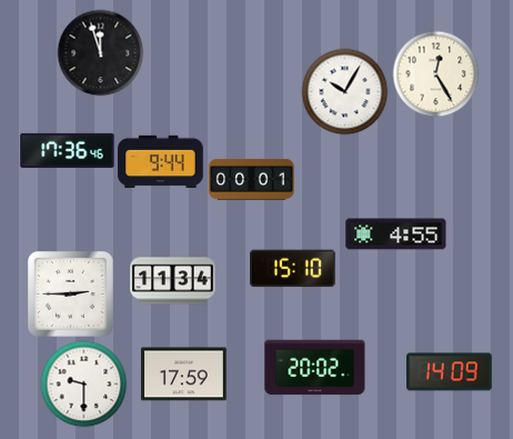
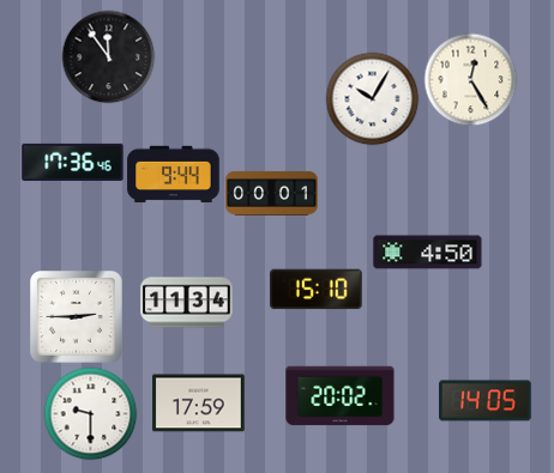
clock at (100, 52): 11:57 -> 11:54
clock at (396, 235): 4:55 -> 4:50
clock at (450, 372): 14:09 -> 14:05
